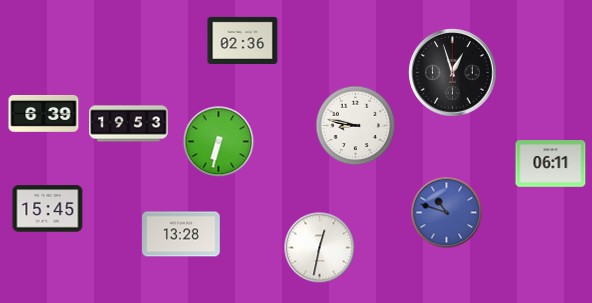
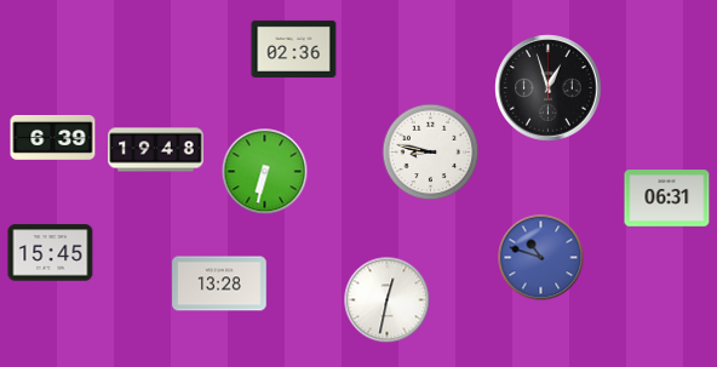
clock at (129, 124): 19:53 -> 19:48
clock at (551, 164): 06:11 -> 06:31
clock at (48, 209) position: (48, 209) -> (51, 253)
